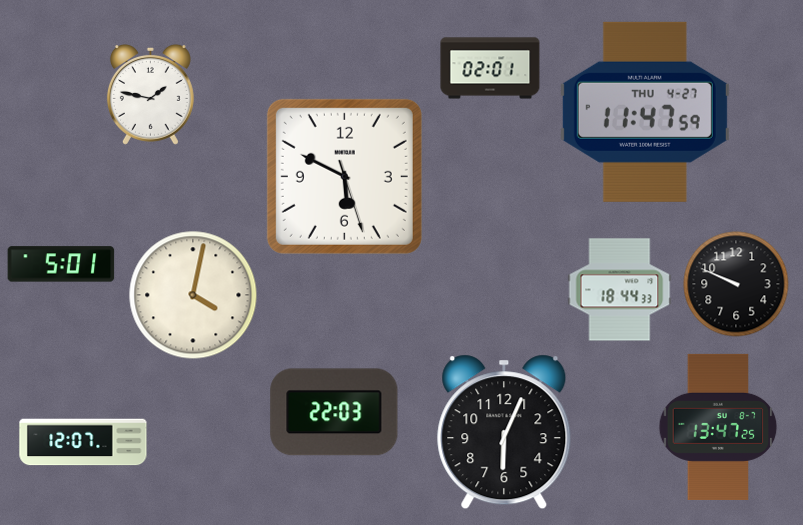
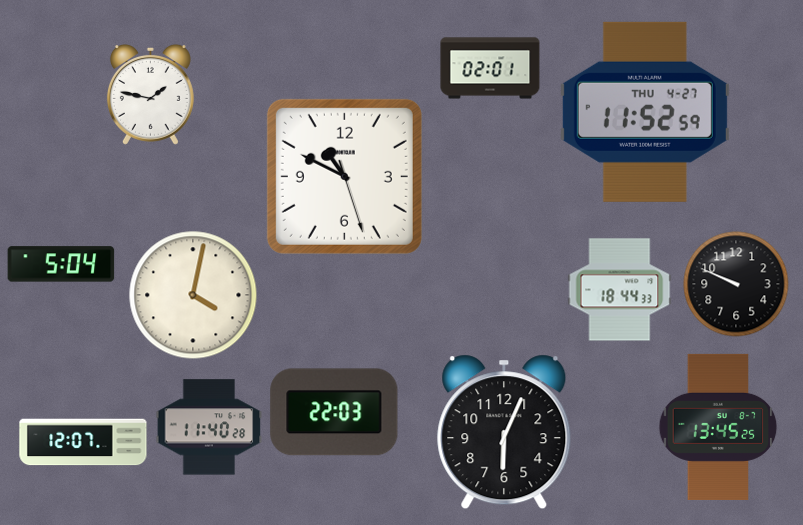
clock at (645, 112): 11:47 -> 11:52
clock at (344, 176): 5:49 -> 10:49
clock at (61, 264): 5:01 -> 5:04
clock at (209, 427): none -> 11:40
clock at (718, 427): 13:47 -> 13:45
